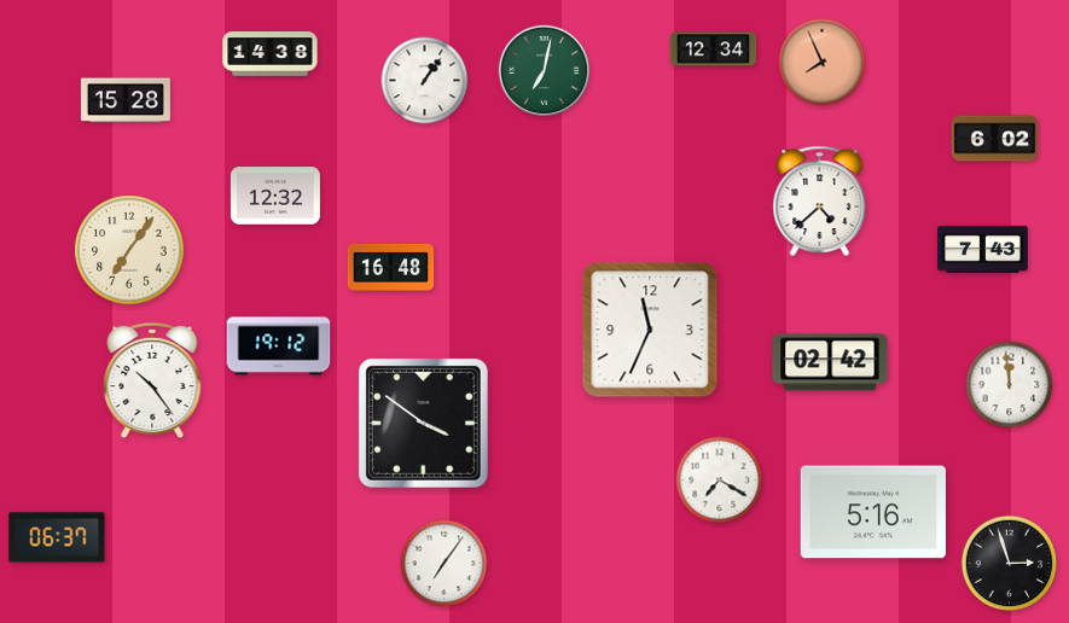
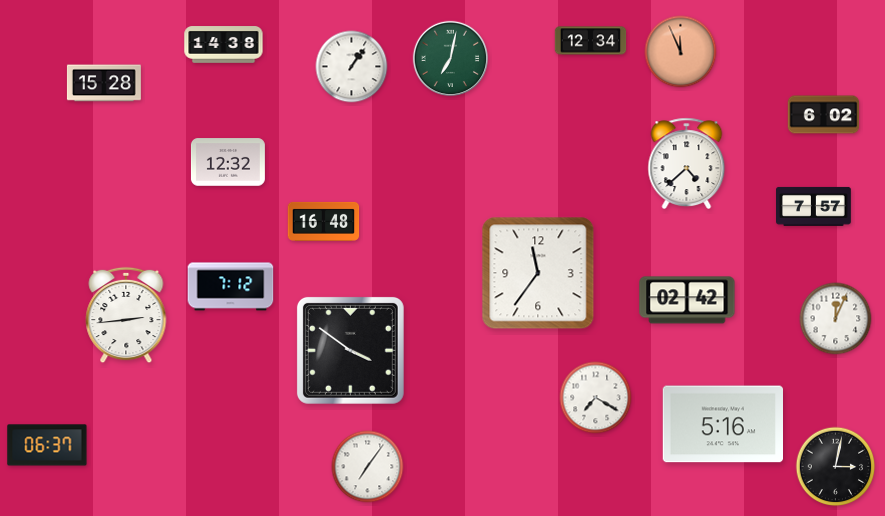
clock at (823, 63): 7:56 -> 11:56
clock at (820, 200) position: (820, 200) -> (687, 163)
clock at (983, 249): 7:43 -> 7:57
clock at (129, 250): 7:06 -> none
clock at (650, 330): 11:34 -> 11:36
clock at (279, 347): 19:12 -> 7:12
clock at (152, 380): 10:24 -> 2:44
clock at (1010, 385): 11:59 -> 12:04
clock at (1010, 564): 2:57 -> 3:02
